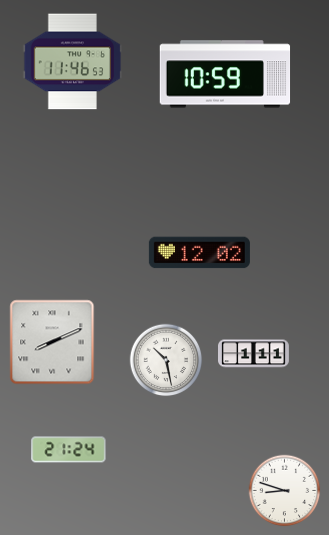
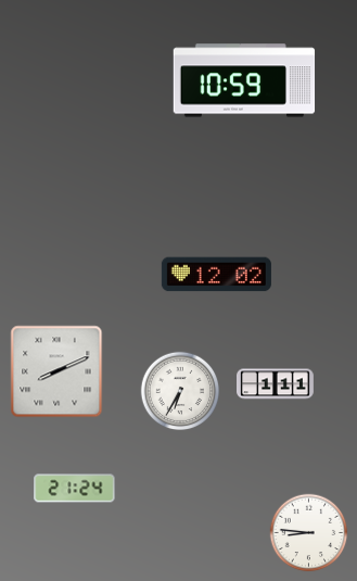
clock at (73, 62): 11:46 -> none
clock at (166, 360): 10:28 -> 6:35
clock at (285, 491): 8:48 -> 8:46
